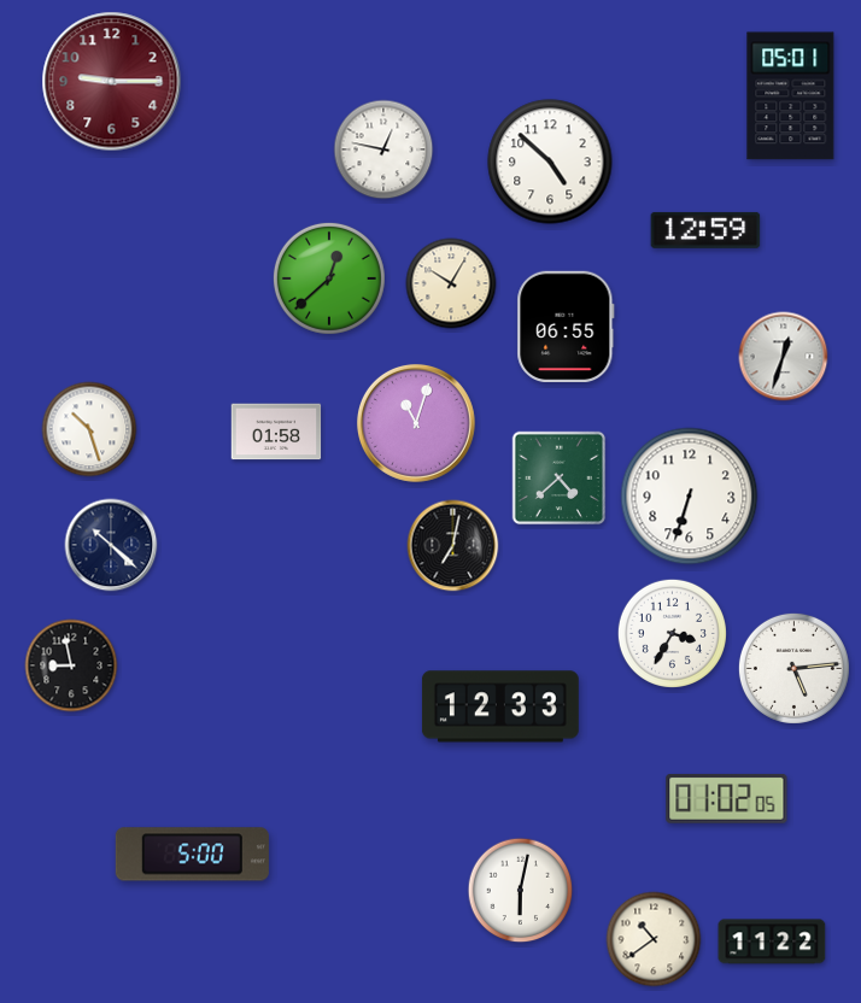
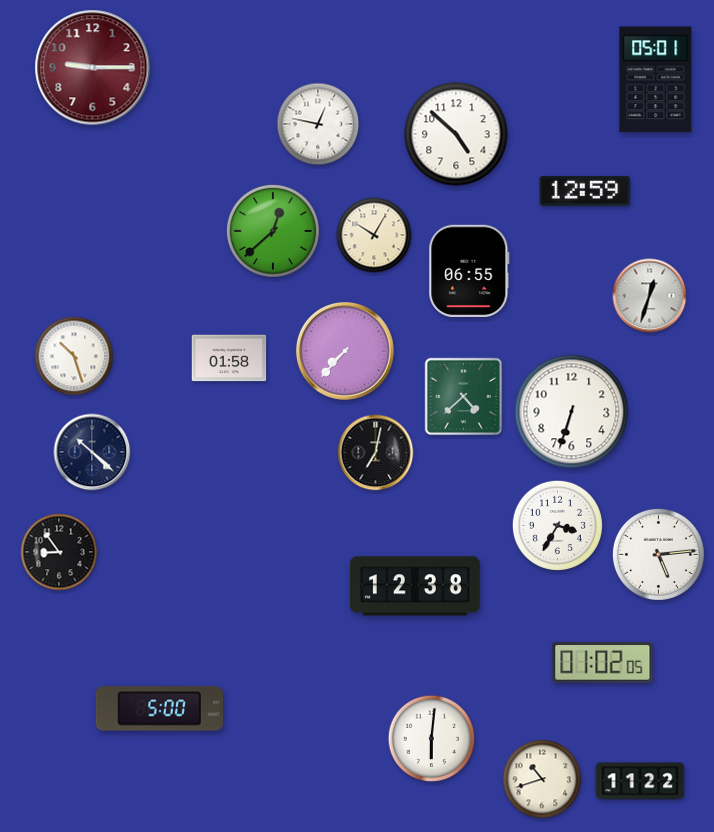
clock at (416, 423): 11:03 -> 7:37
clock at (71, 665): 8:58 -> 8:54
clock at (500, 706): 12:33 -> 12:38
clock at (521, 891): 6:02 -> 6:01
clock at (654, 939): 10:39 -> 10:42
